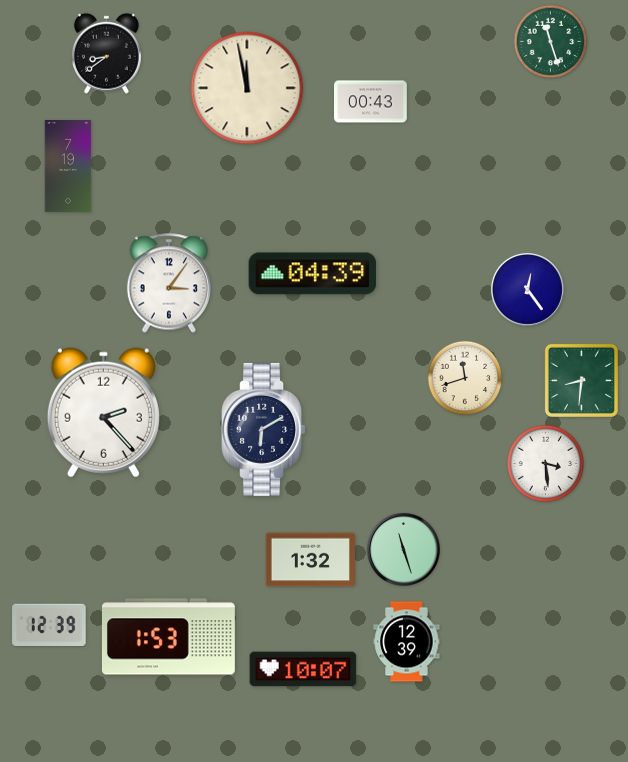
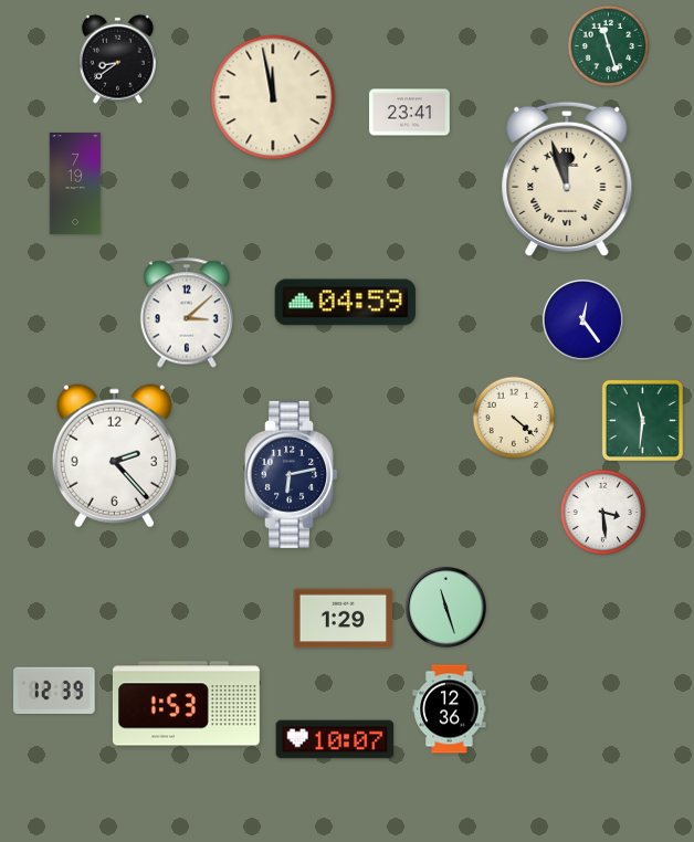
clock at (371, 102): 00:43 -> 23:41
clock at (567, 178): none -> 11:57
clock at (313, 274): 04:39 -> 04:59
clock at (168, 283): 3:06 -> 3:08
clock at (465, 378): 11:42 -> 4:22
clock at (581, 380): 8:31 -> 11:31
clock at (263, 429): 6:10 -> 6:13
clock at (310, 560): 1:32 -> 1:29
clock at (407, 642): 12:39 -> 12:36
